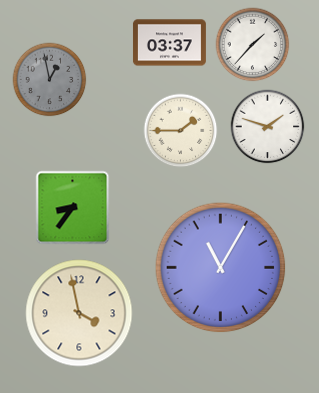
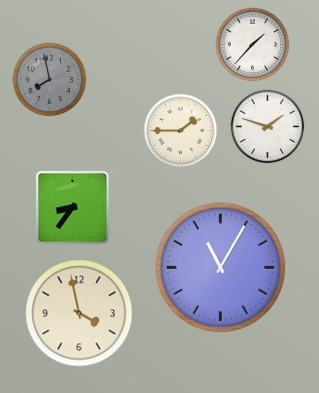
clock at (169, 43): 03:37 -> none
clock at (50, 80): 12:58 -> 7:58
